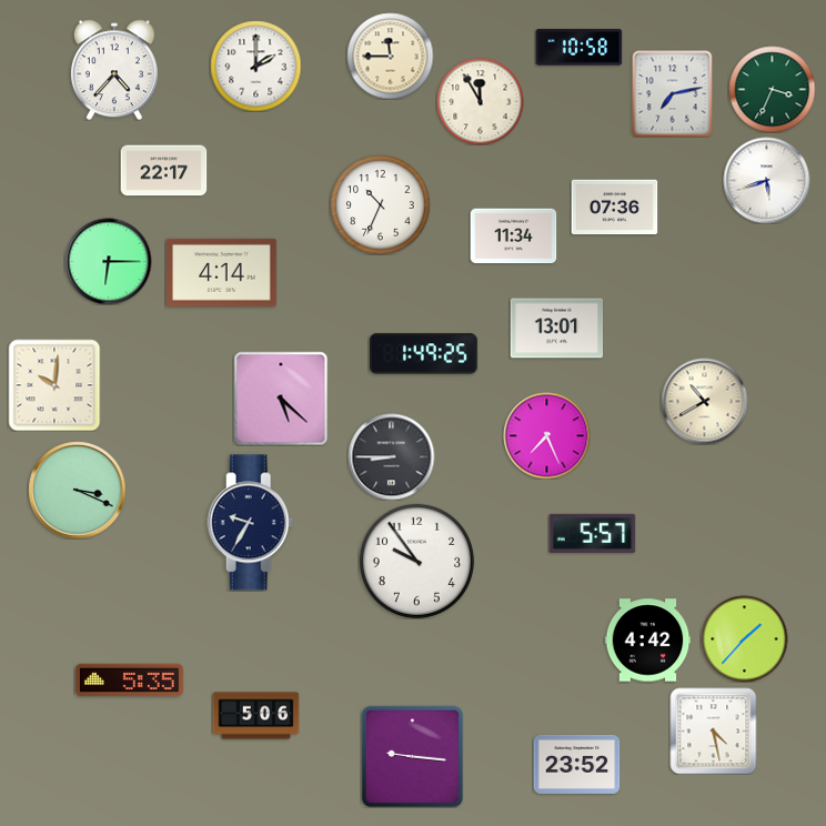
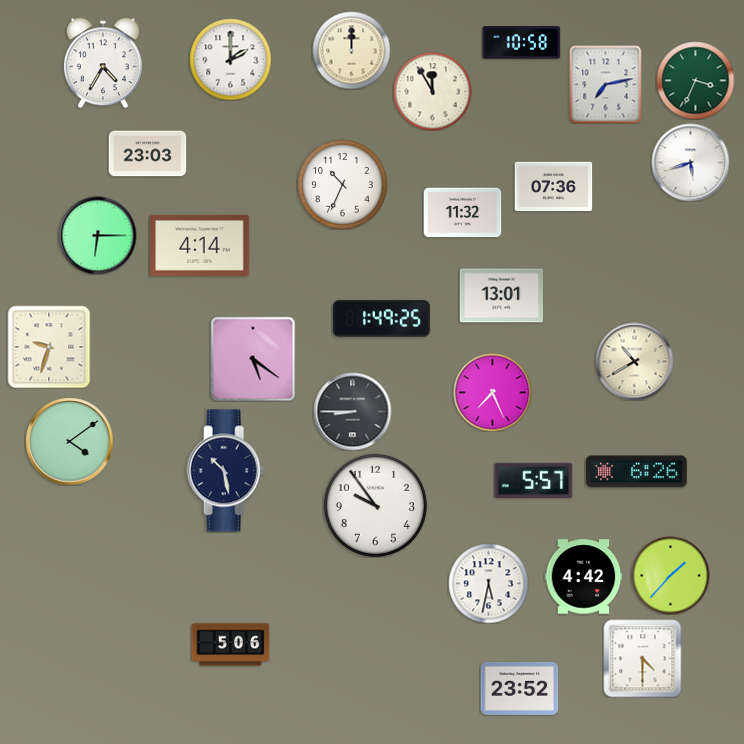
clock at (390, 56): 11:45 -> 12:00
clock at (114, 70): 4:37 -> 4:35
clock at (163, 171): 22:17 -> 23:03
clock at (513, 236): 11:34 -> 11:32
clock at (54, 385): 10:01 -> 9:33
clock at (281, 399): 5:22 -> 5:21
clock at (77, 490): 3:19 -> 4:09
clock at (251, 523): 9:35 -> 10:28
clock at (637, 472): none -> 6:26
clock at (488, 583): none -> 5:32
clock at (130, 681): 5:35 -> none
clock at (713, 731): 4:28 -> 4:30
clock at (412, 756): 9:16 -> none
